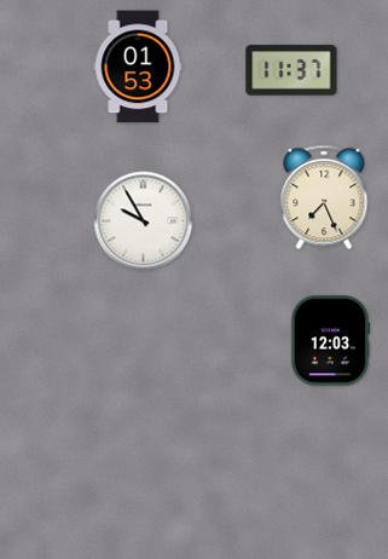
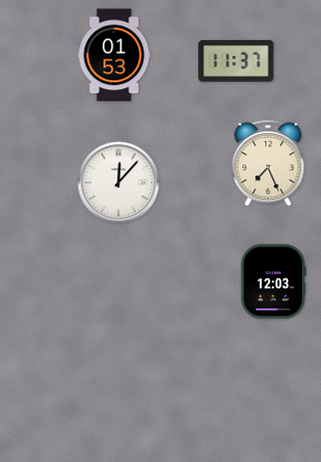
clock at (291, 70) position: (291, 70) -> (236, 61)
clock at (144, 221): 9:55 -> 12:07
